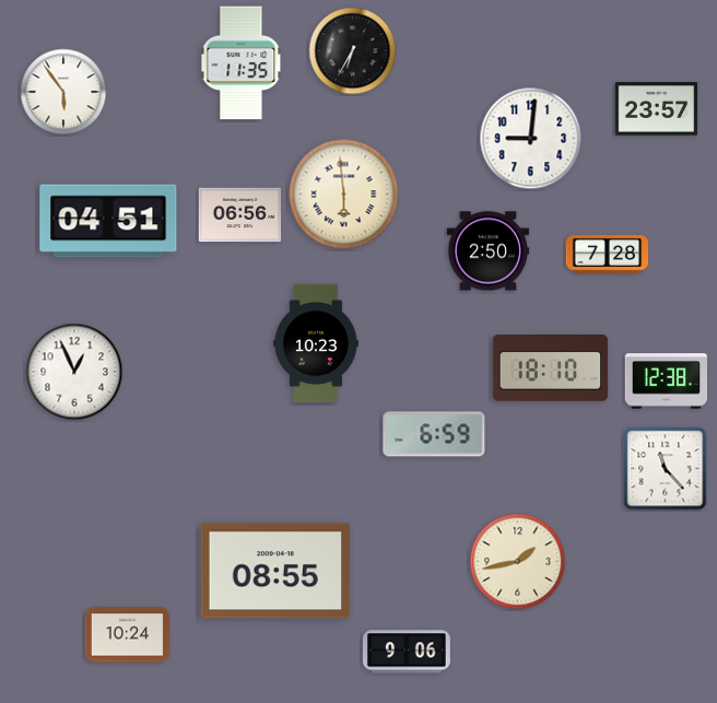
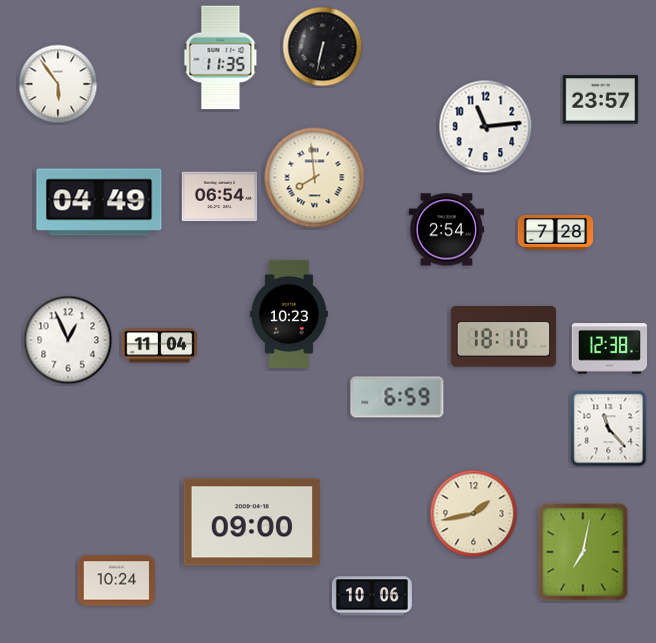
clock at (353, 51): 6:35 -> 6:32
clock at (531, 139): 9:01 -> 11:14
clock at (344, 195): 5:59 -> 7:59
clock at (240, 215): 06:56 -> 06:54
clock at (108, 221): 04:51 -> 04:49
clock at (489, 251): 2:50 -> 2:54
clock at (160, 346): none -> 11:04
clock at (275, 571): 08:55 -> 09:00
clock at (583, 552): none -> 7:02
clock at (407, 652): 9:06 -> 10:06
